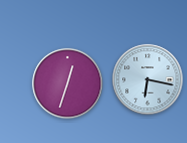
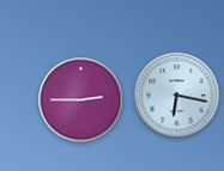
clock at (68, 84): 12:33 -> 2:45
